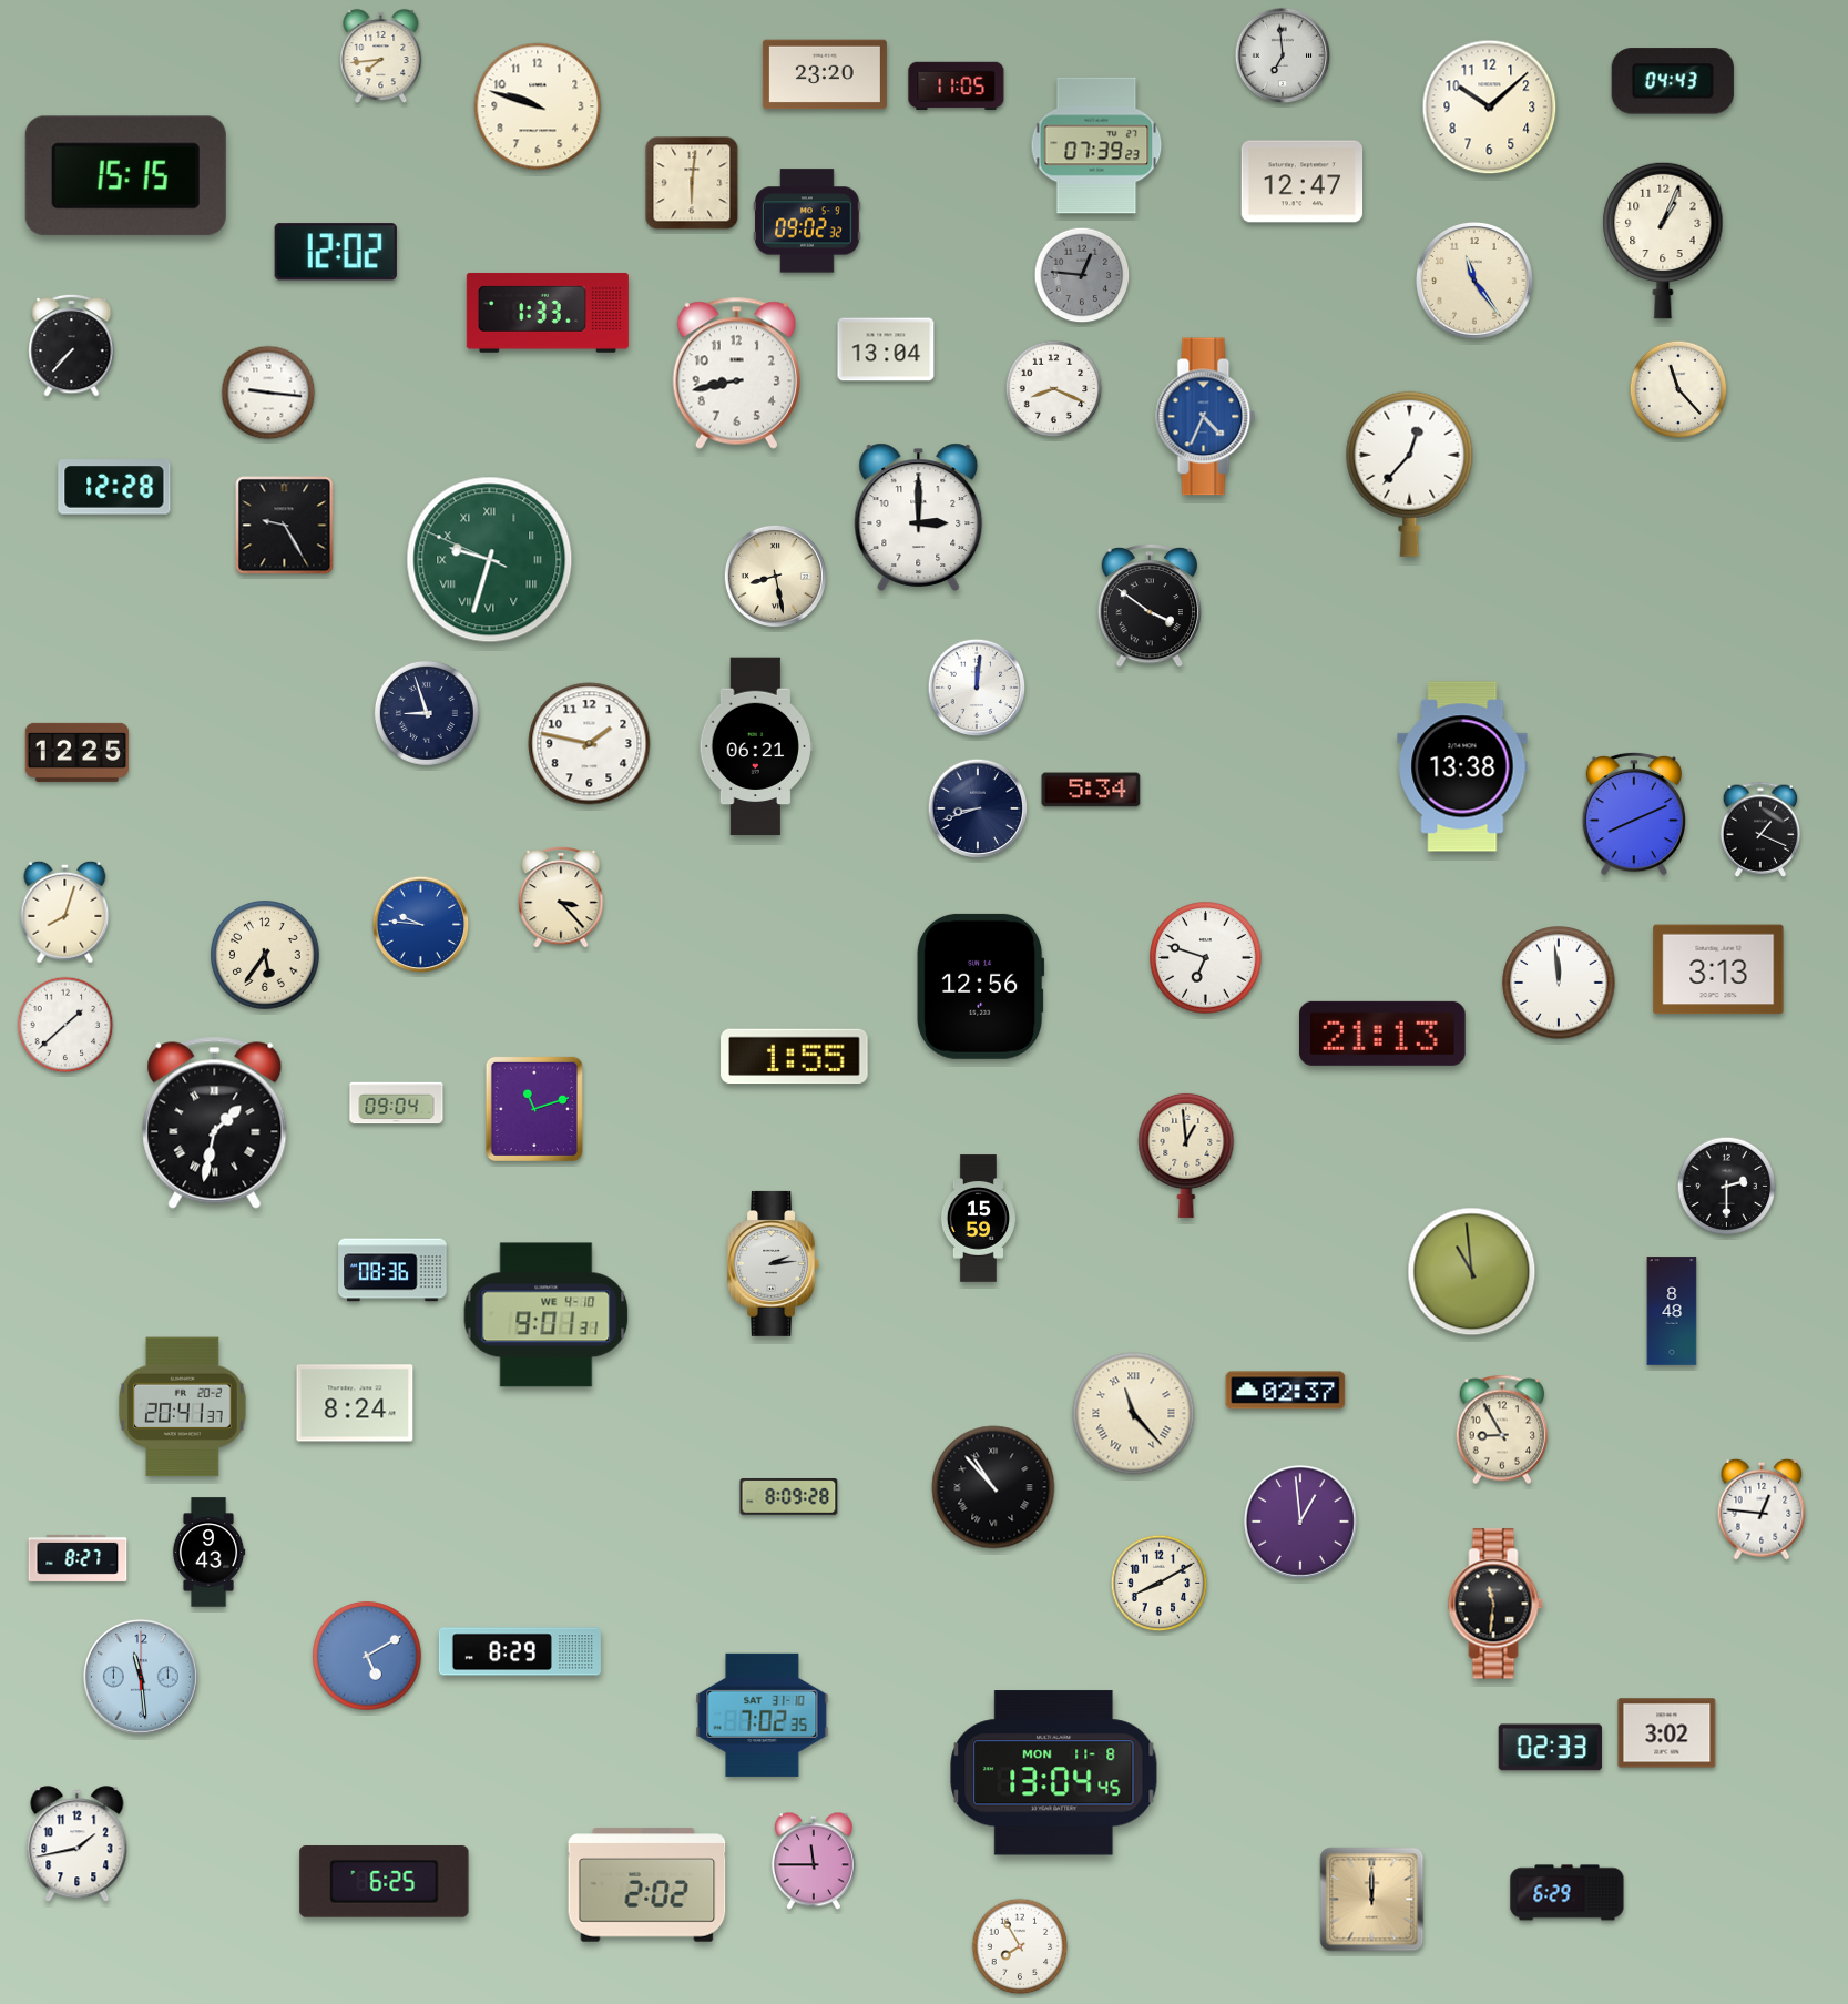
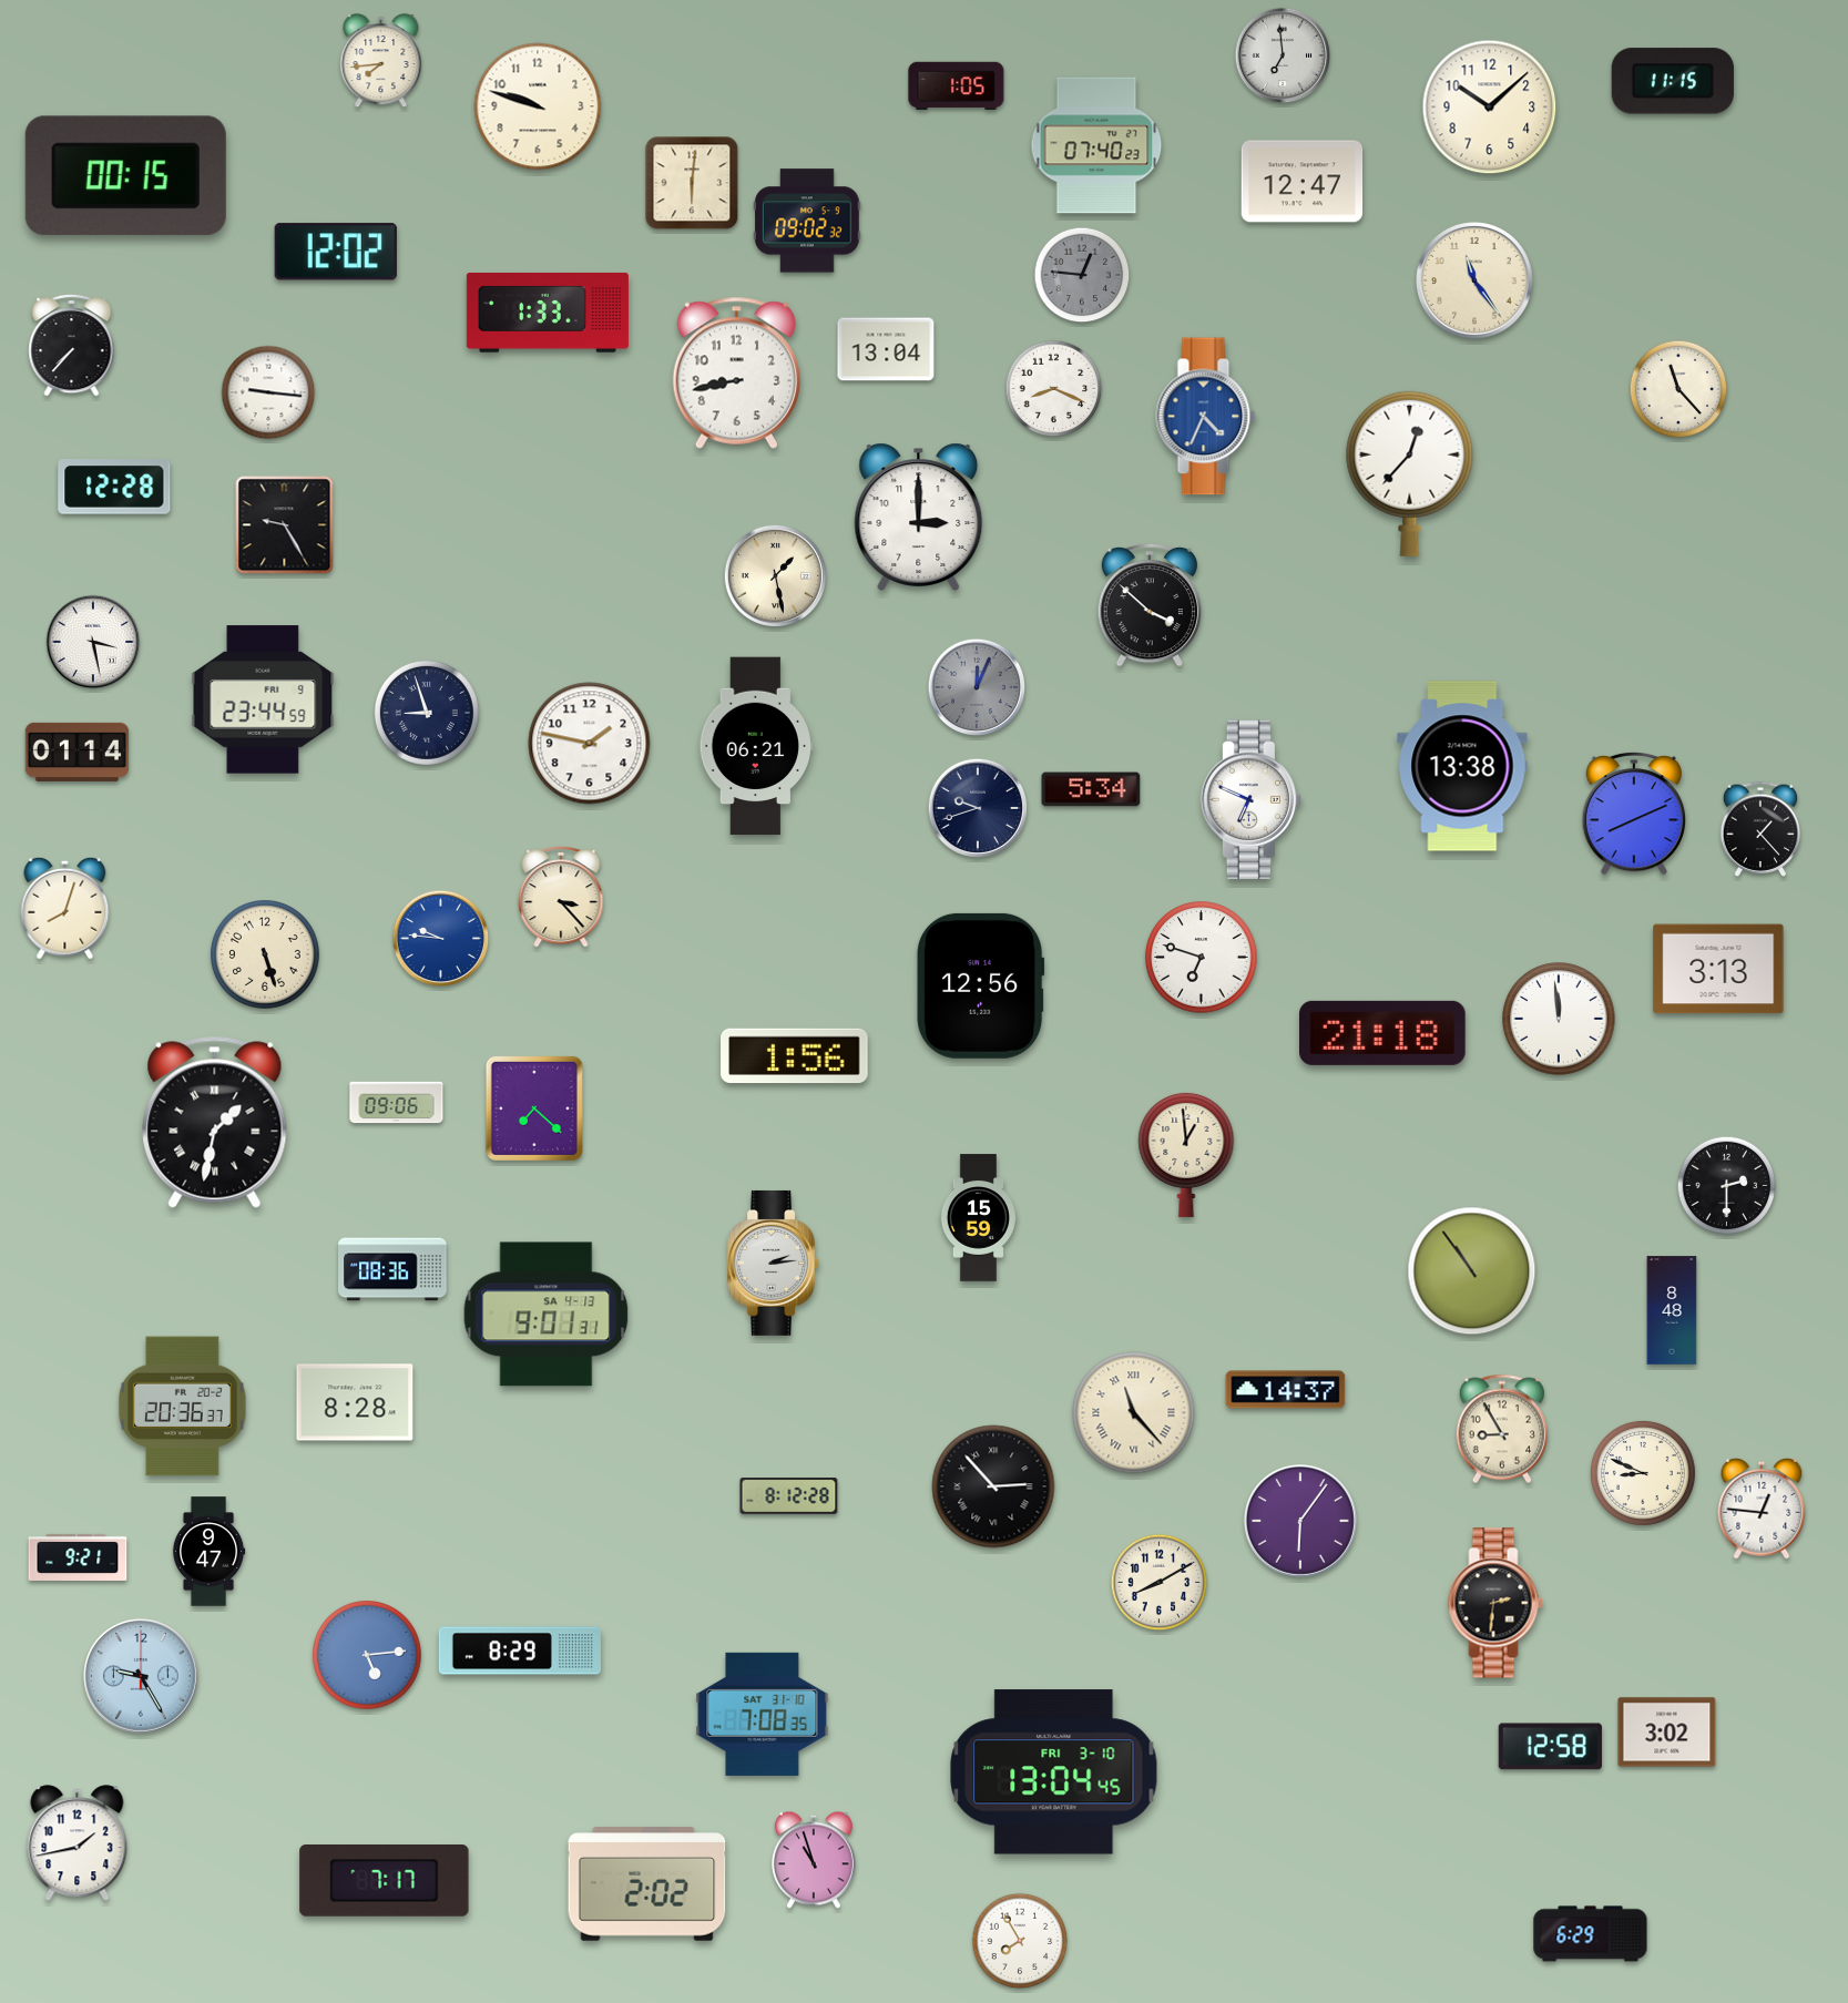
clock at (381, 57) position: (381, 57) -> (381, 61)
clock at (825, 74): 23:20 -> none
clock at (1673, 81): 04:43 -> 11:15
clock at (957, 85): 11:05 -> 1:05
clock at (1096, 145): 07:39 -> 07:40
clock at (125, 176): 15:15 -> 00:15
clock at (1663, 241): 1:04 -> none
clock at (490, 560): 9:32 -> none
clock at (775, 576): 8:28 -> 1:28
clock at (1148, 606): 3:51 -> 3:52
clock at (93, 642): none -> 3:28
clock at (977, 688): 12:01 -> 12:04
clock at (977, 688) dial: white -> grey
clock at (263, 699): none -> 23:44
clock at (76, 752): 12:25 -> 01:14
clock at (1252, 800): none -> 6:49
clock at (978, 808): 8:42 -> 9:42
clock at (1760, 830): 1:19 -> 1:23
clock at (65, 912) position: (65, 912) -> (65, 908)
clock at (421, 925) position: (421, 925) -> (441, 939)
clock at (266, 956): 5:36 -> 5:27
clock at (1206, 958) position: (1206, 958) -> (1202, 958)
clock at (1559, 983) position: (1559, 983) -> (1559, 1019)
clock at (65, 1025): 1:38 -> none
clock at (1384, 1034): 21:13 -> 21:18
clock at (795, 1057): 1:55 -> 1:56
clock at (397, 1103): 09:04 -> 09:06
clock at (534, 1109): 11:12 -> 7:22
clock at (1472, 1272): 10:59 -> 10:54
clock at (547, 1315) date: WE 4-10 -> SA 4-13
clock at (1286, 1391): 02:37 -> 14:37
clock at (355, 1403): 8:24 -> 8:28
clock at (183, 1407): 20:41 -> 20:36
clock at (1643, 1473): none -> 8:49
clock at (993, 1487): 10:53 -> 2:53
clock at (789, 1497): 8:09 -> 8:12
clock at (1300, 1522): 12:59 -> 6:06
clock at (208, 1553): 9:43 -> 9:47
clock at (78, 1558): 8:27 -> 9:21
clock at (1495, 1604): 11:31 -> 2:31
clock at (368, 1657): 5:10 -> 5:14
clock at (142, 1678): 11:29 -> 9:25
clock at (763, 1715): 7:02 -> 7:08
clock at (1550, 1748): 02:33 -> 12:58
clock at (1054, 1773) date: MON 11-8 -> FRI 3-10
clock at (814, 1861): 11:45 -> 10:57
clock at (385, 1882): 6:25 -> 7:17
clock at (1568, 1893) position: (1568, 1893) -> (1591, 1934)
clock at (1372, 1900): 12:00 -> none
clock at (1020, 1946) position: (1020, 1946) -> (1020, 1941)
